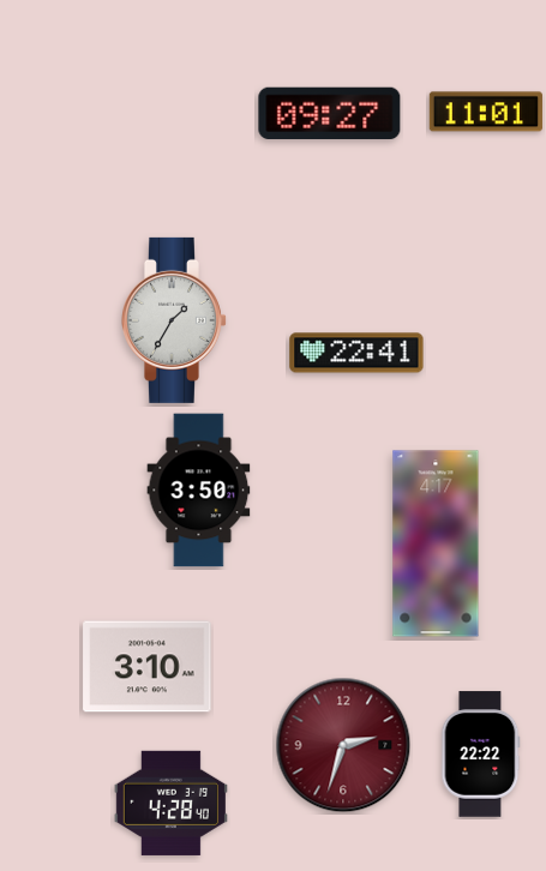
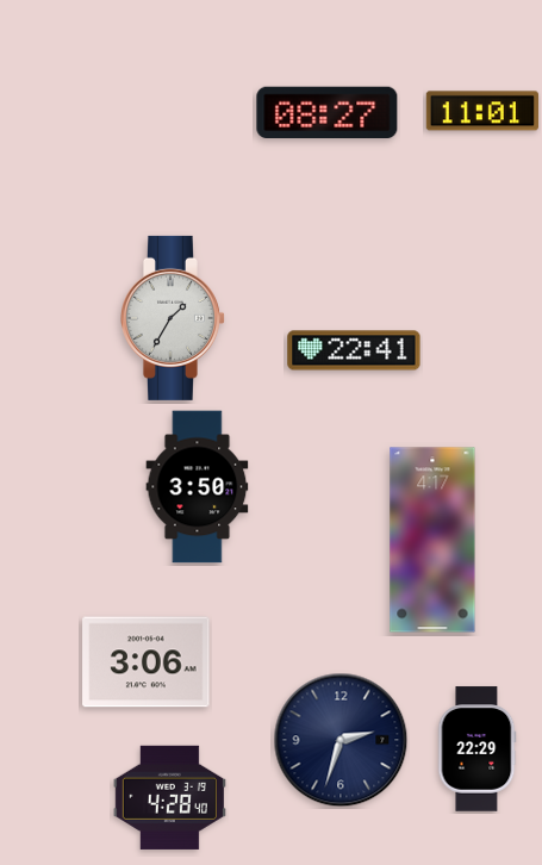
clock at (330, 113): 09:27 -> 08:27
clock at (148, 667): 3:10 -> 3:06
clock at (343, 745) dial: burgundy -> navy
clock at (480, 755): 22:22 -> 22:29
